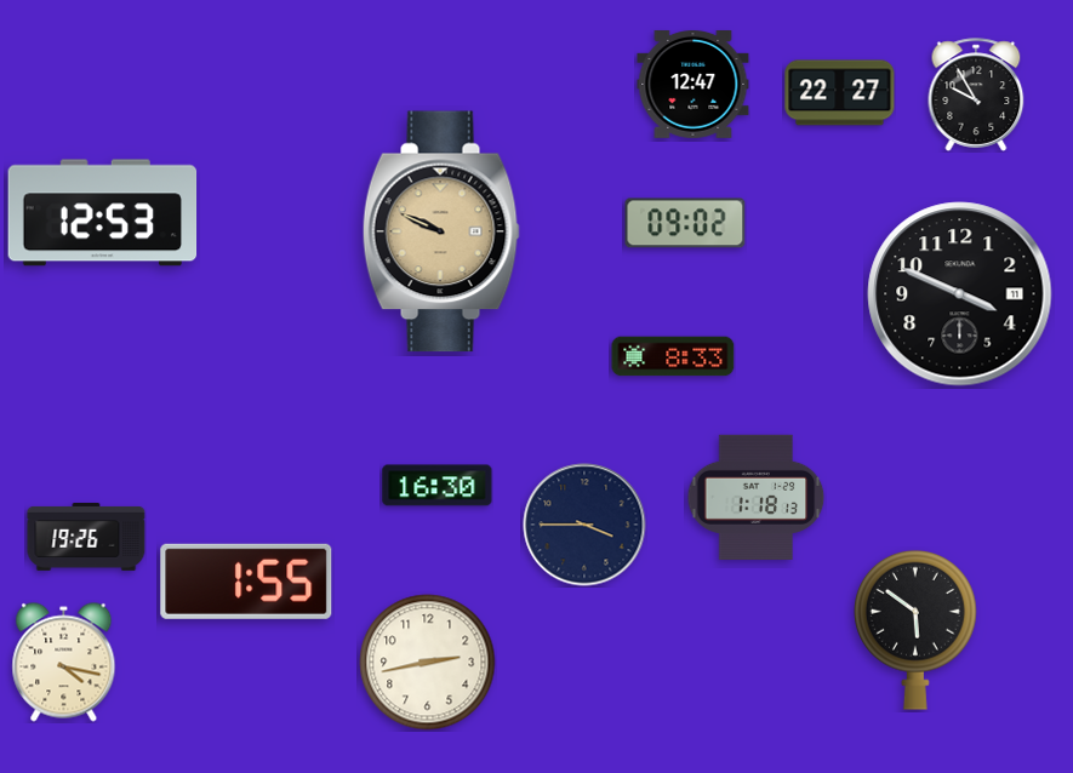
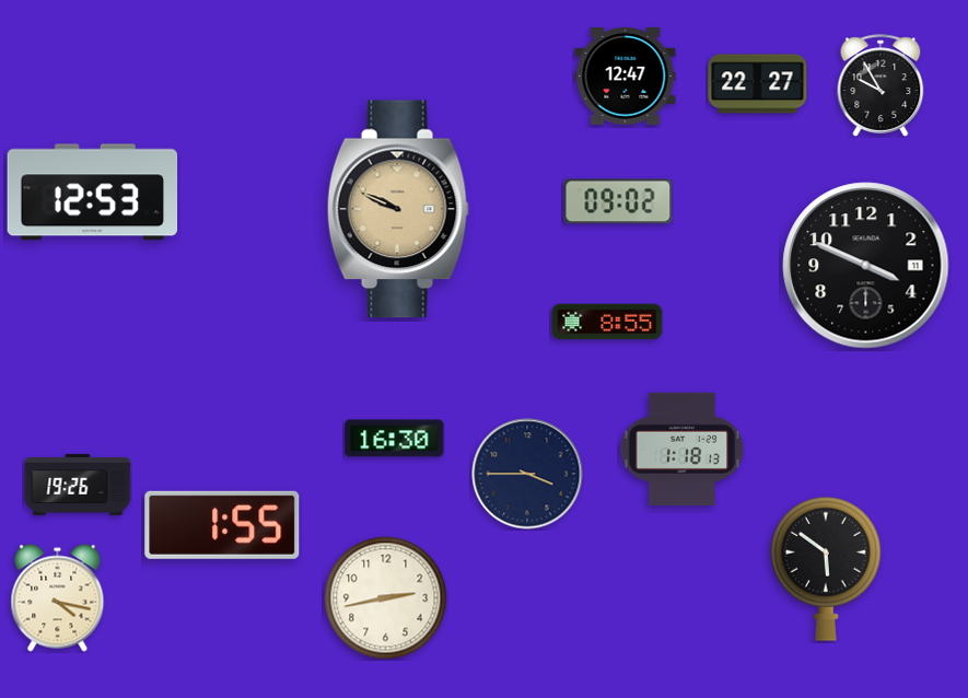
clock at (673, 356): 8:33 -> 8:55
